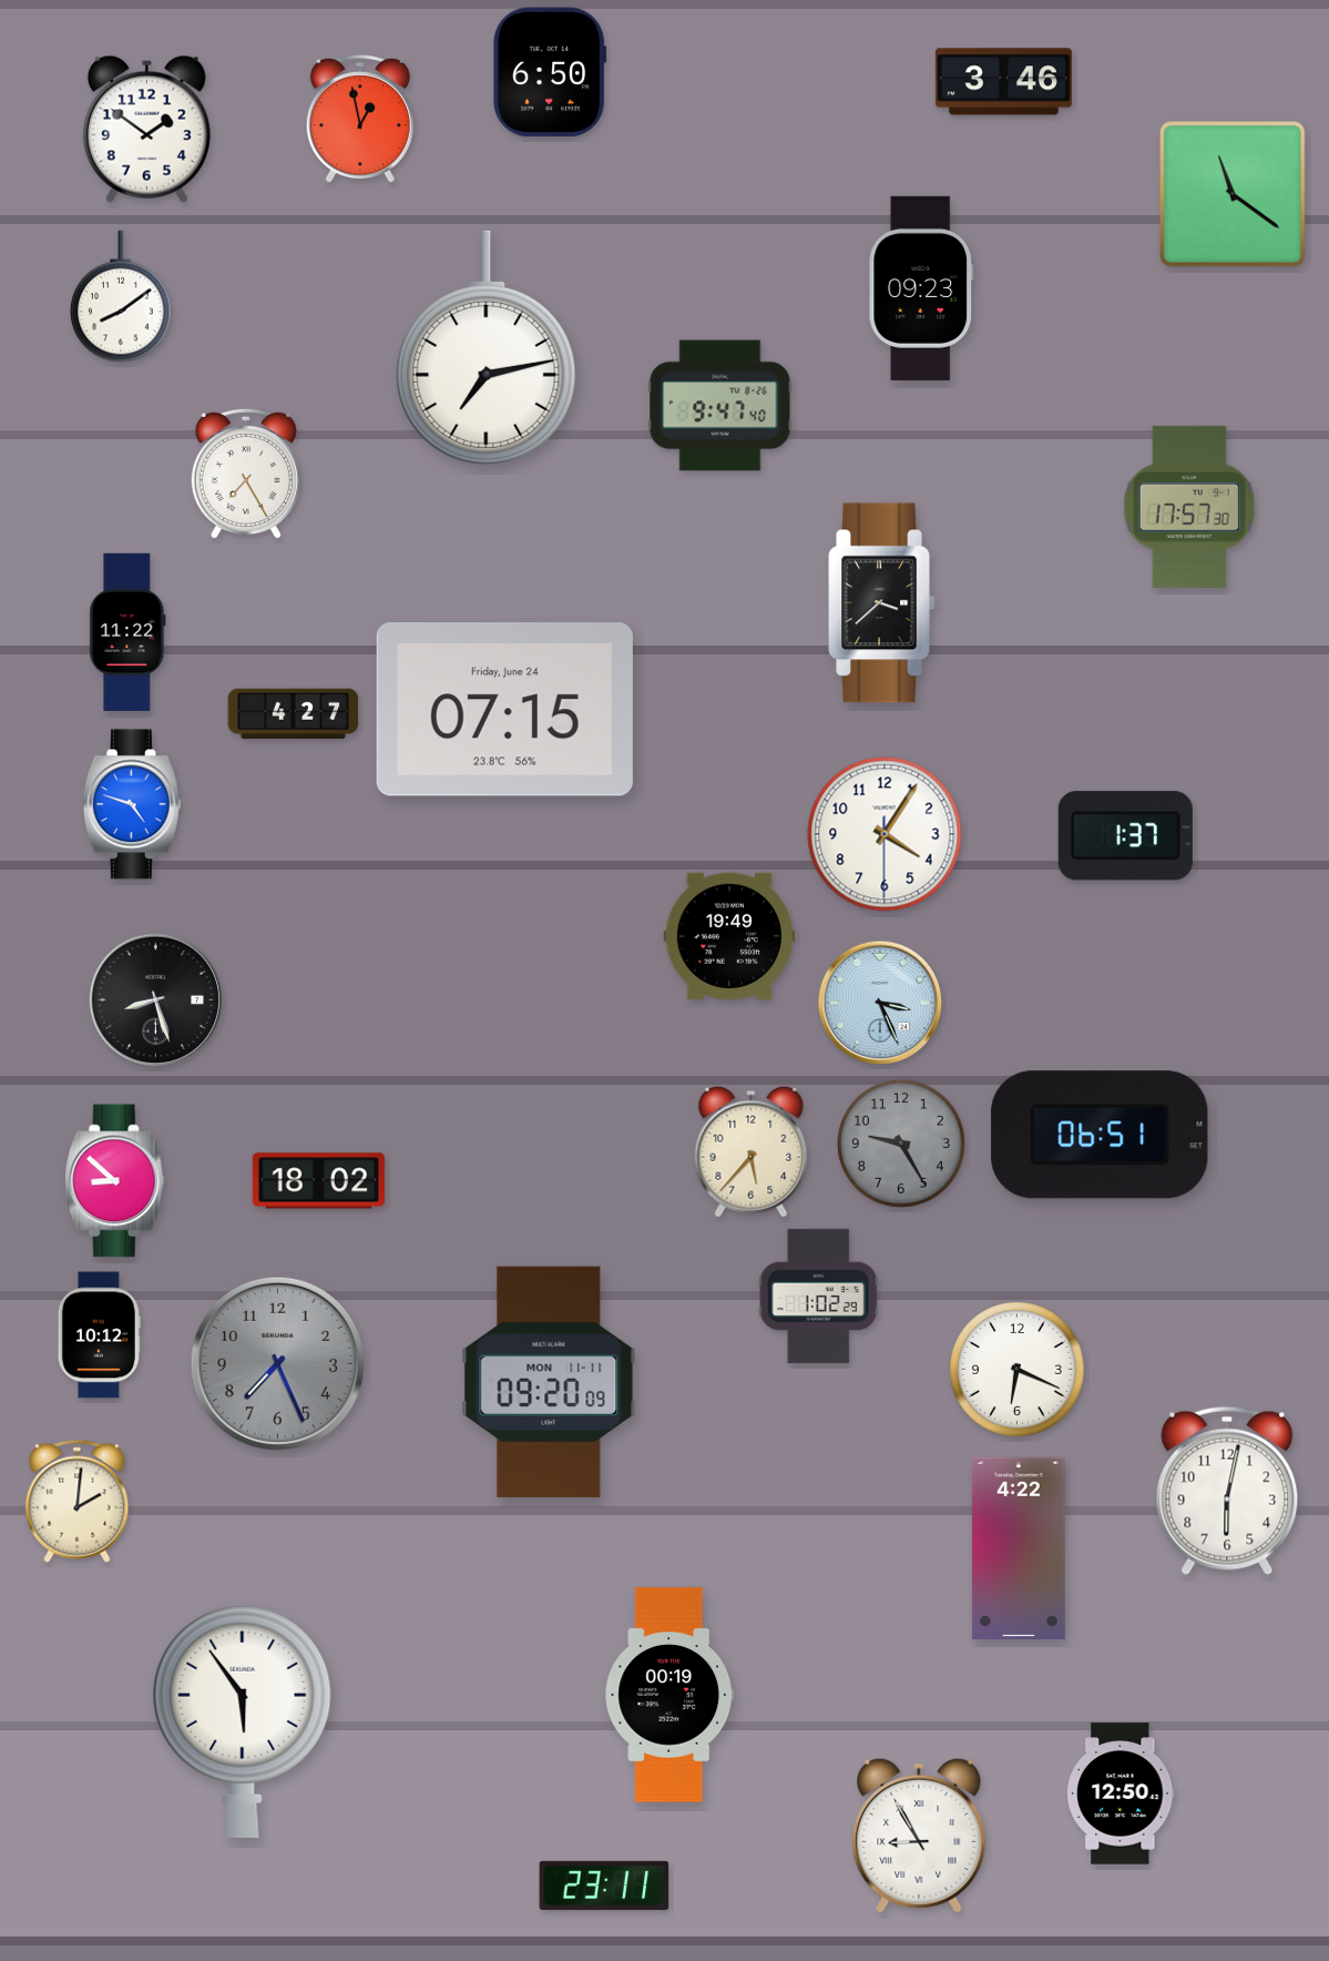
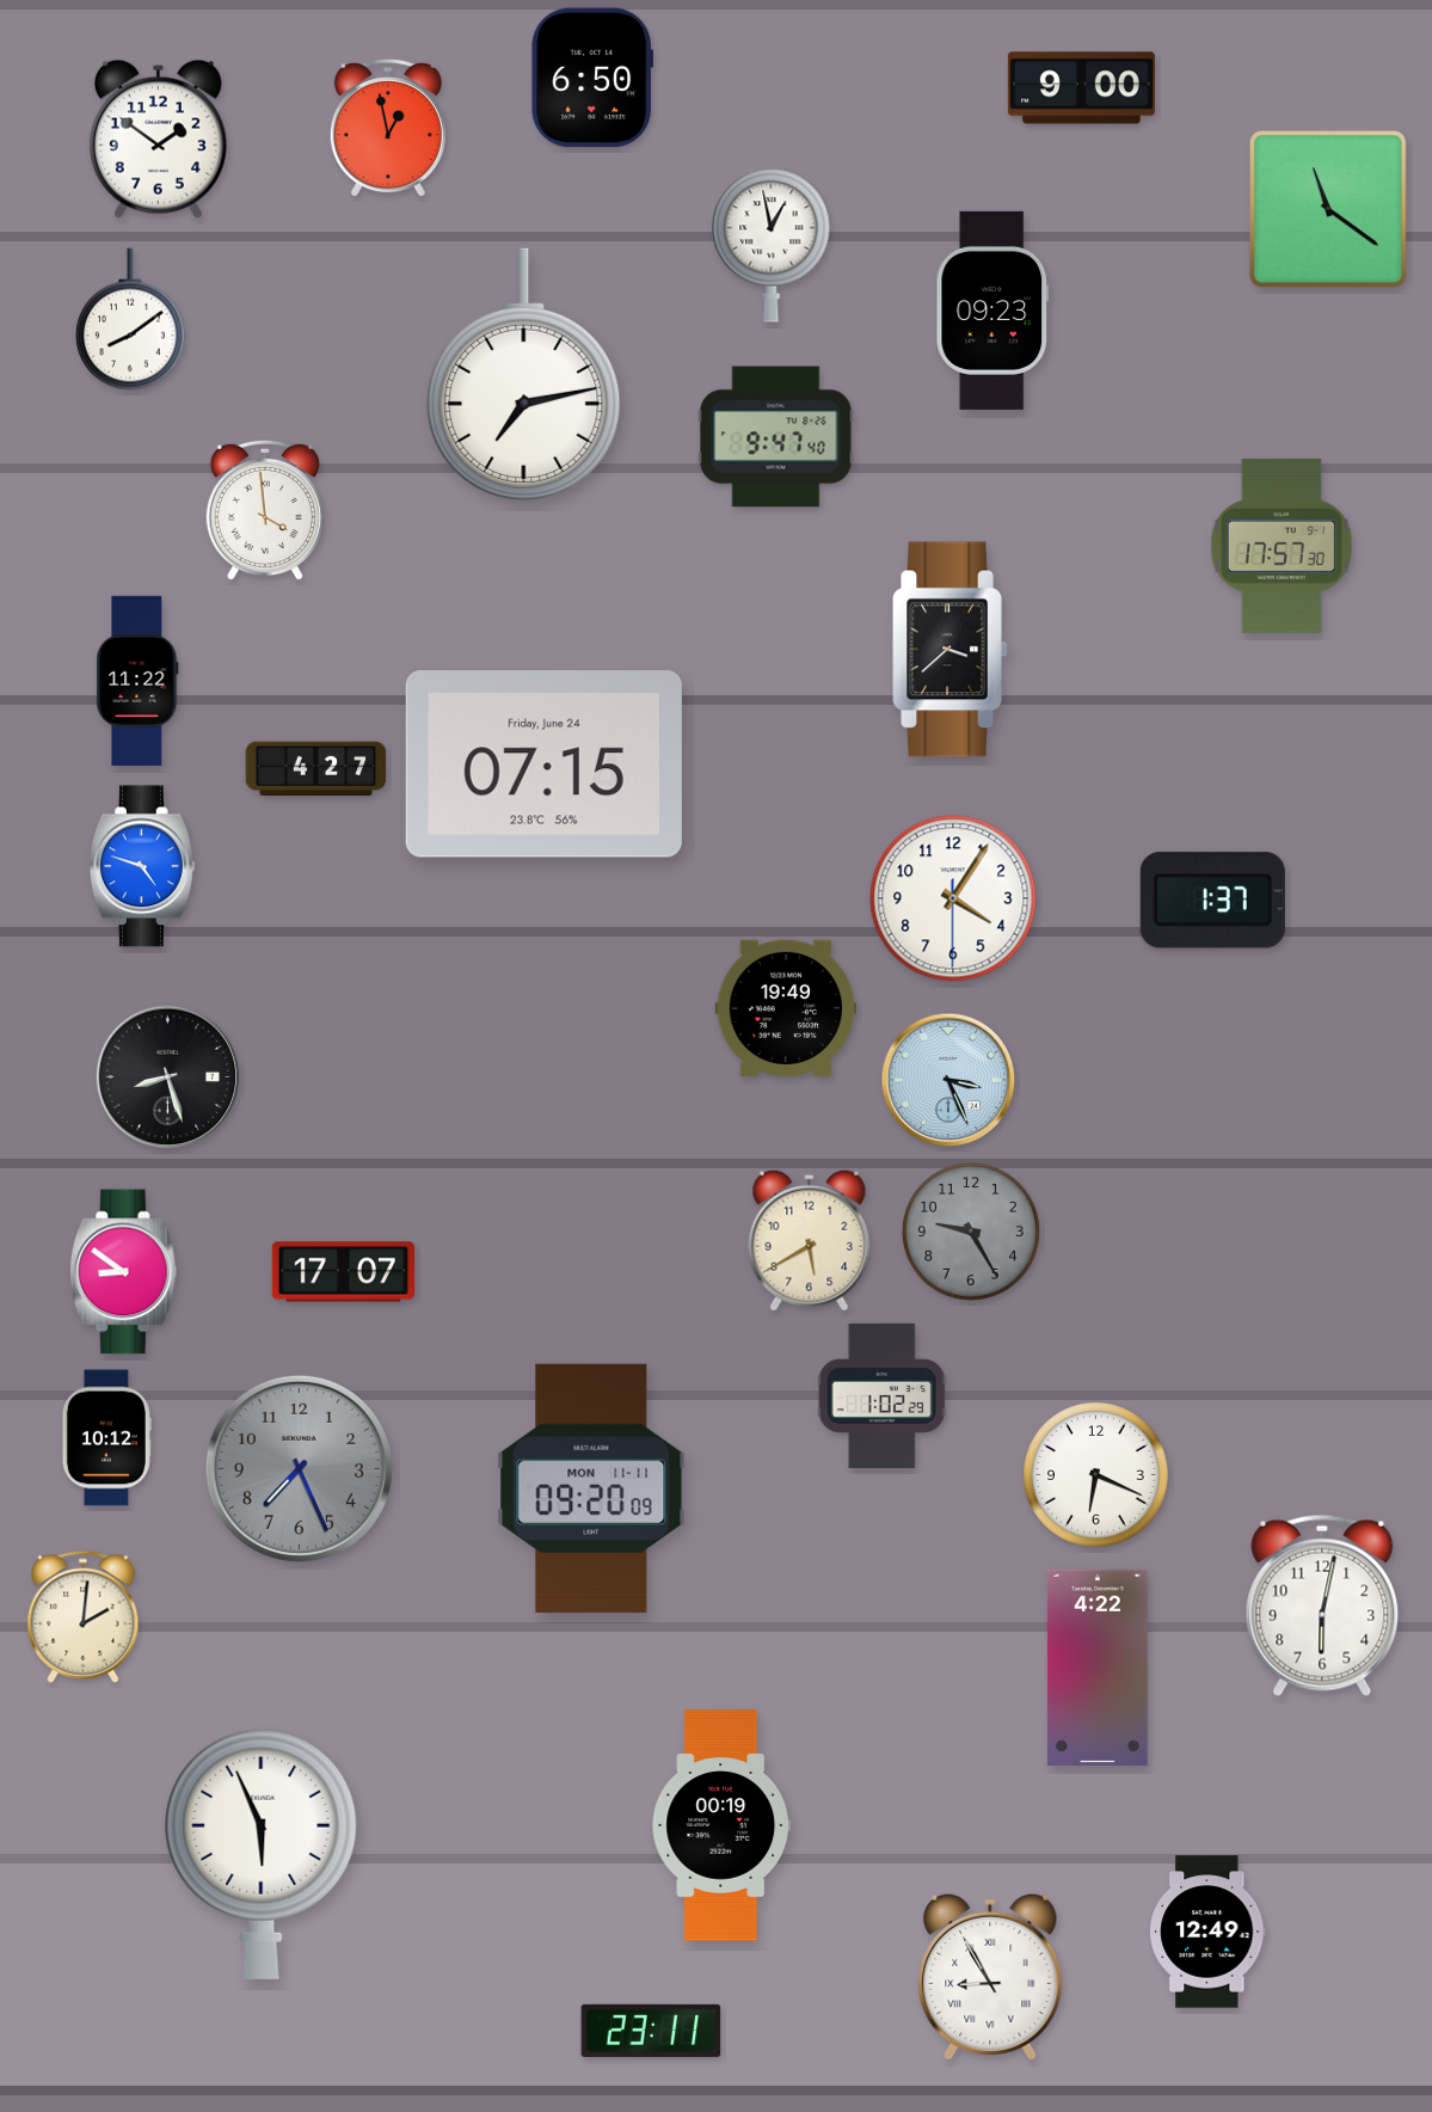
clock at (1003, 82): 3:46 -> 9:00
clock at (772, 245): none -> 12:58
clock at (246, 474): 7:25 -> 3:59
clock at (1100, 1135): 06:51 -> none
clock at (752, 1151): 5:37 -> 5:40
clock at (114, 1181): 8:52 -> 8:51
clock at (318, 1181): 18:02 -> 17:07
clock at (243, 1721): 5:54 -> 5:56
clock at (1121, 1794): 12:50 -> 12:49
